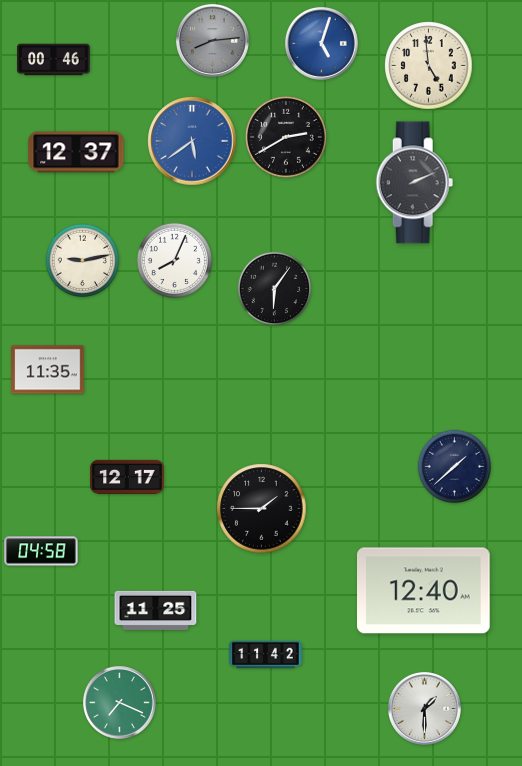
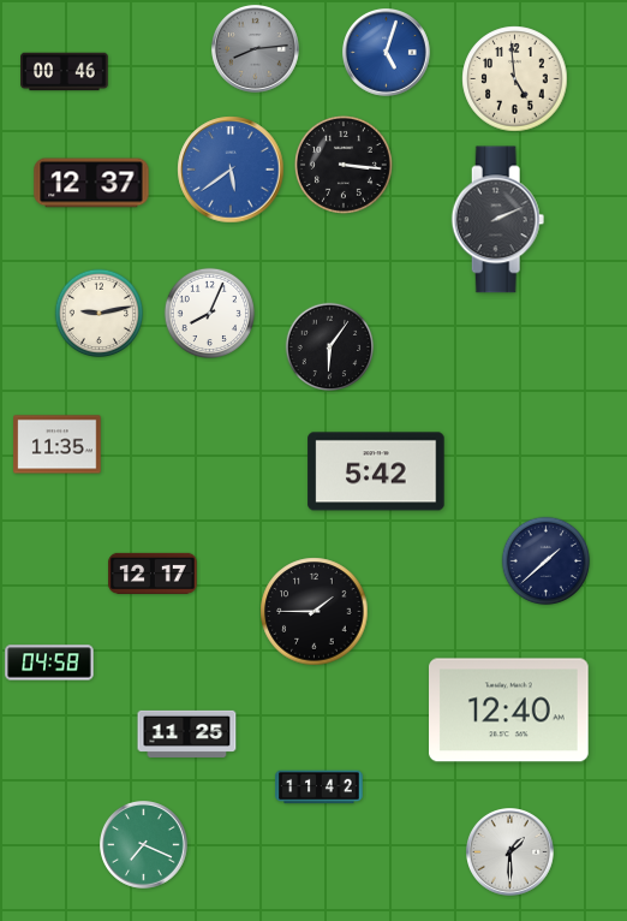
clock at (286, 137): 2:40 -> 3:16
clock at (376, 471): none -> 5:42
